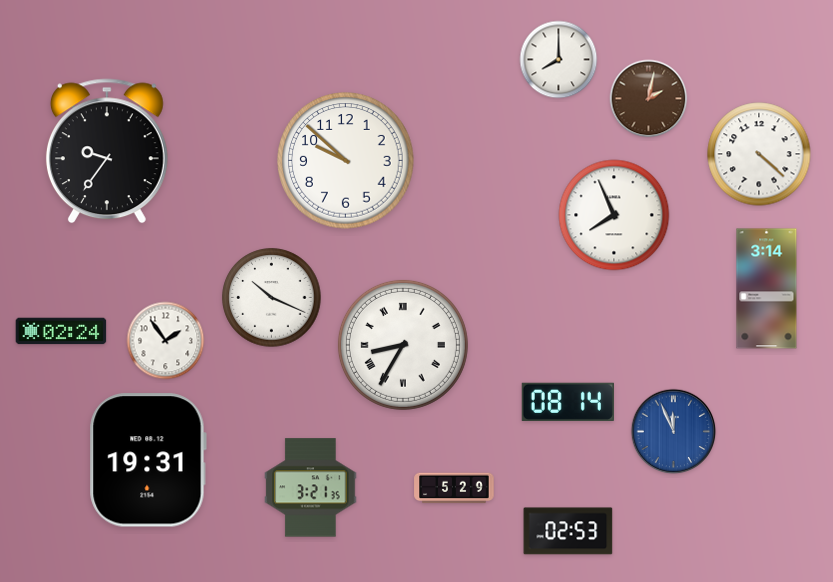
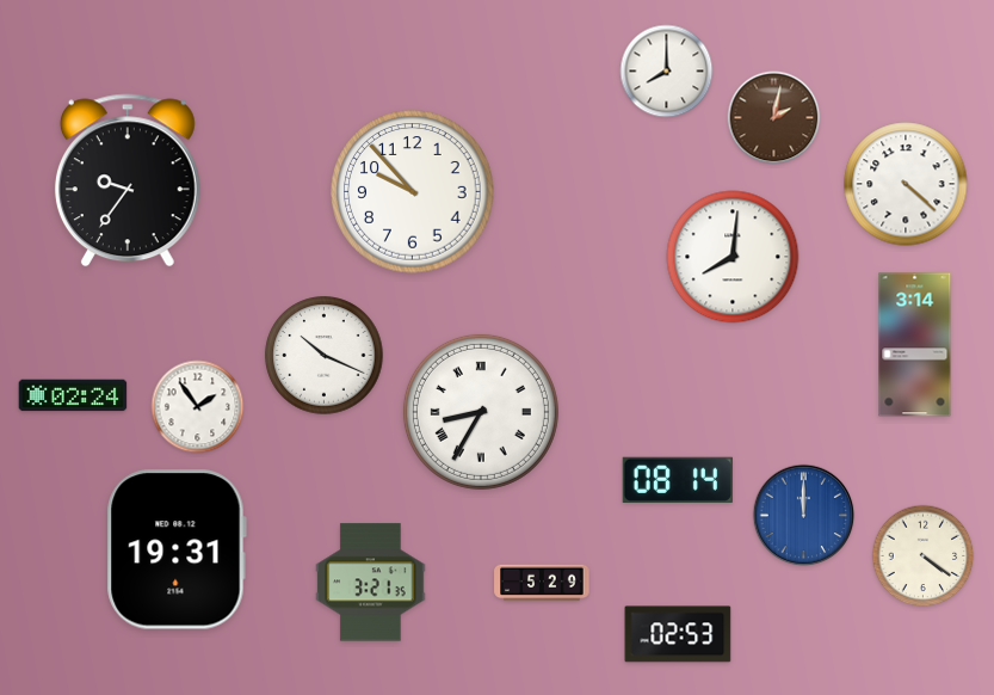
clock at (346, 161): 9:52 -> 9:53
clock at (614, 215): 7:56 -> 8:01
clock at (674, 432): 11:56 -> 12:00
clock at (924, 556): none -> 4:21
